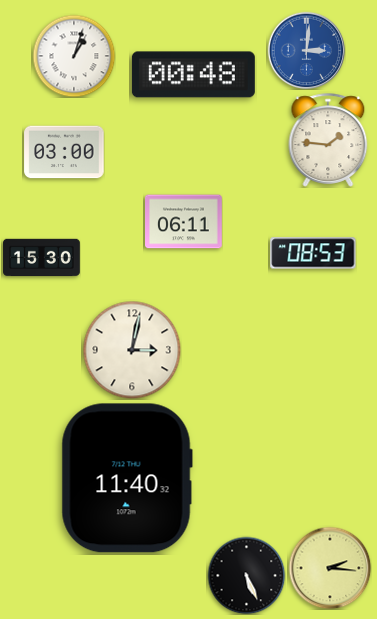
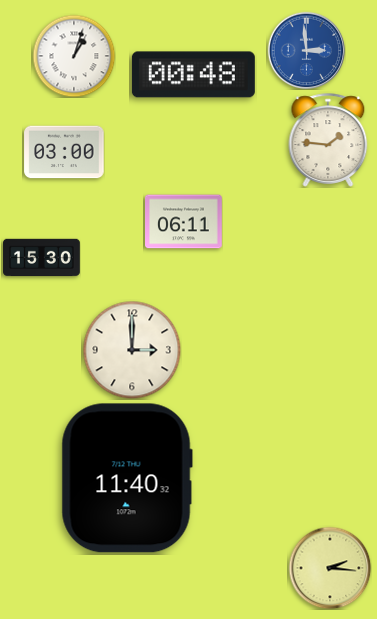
clock at (306, 50): 3:01 -> 2:59
clock at (313, 253): 08:53 -> none
clock at (132, 350): 3:02 -> 3:00
clock at (246, 575): 5:26 -> none
